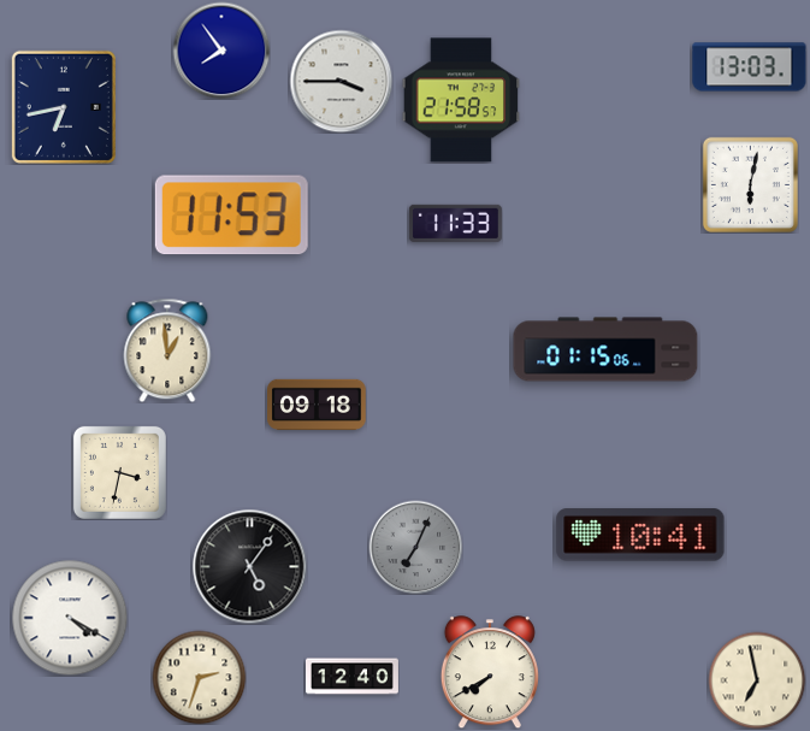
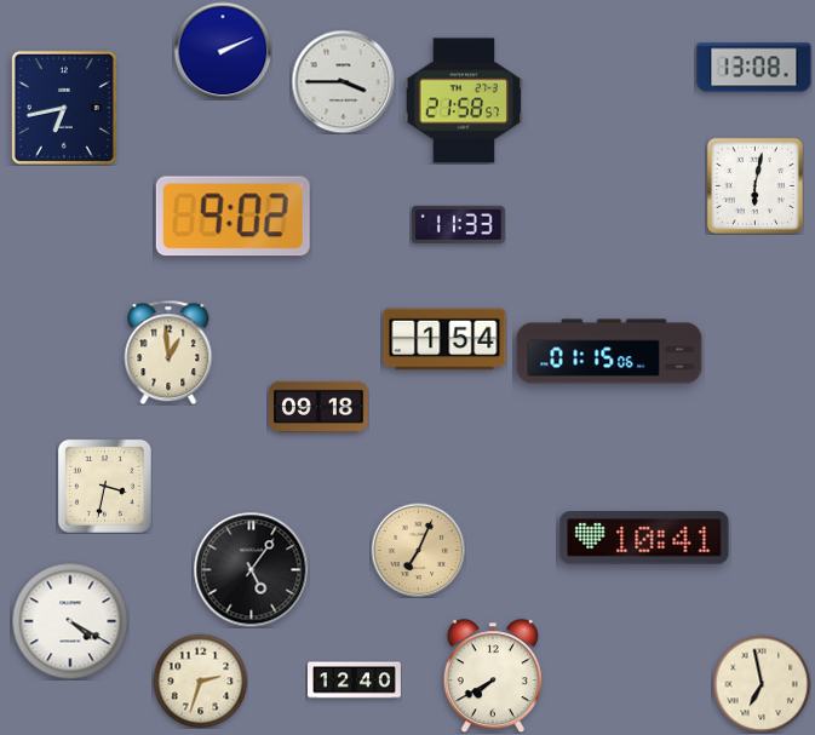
clock at (221, 51): 7:54 -> 2:11
clock at (750, 67): 13:03 -> 13:08
clock at (231, 216): 11:53 -> 9:02
clock at (444, 339): none -> 1:54
clock at (119, 472) position: (119, 472) -> (104, 486)
clock at (415, 547) dial: grey -> champagne
